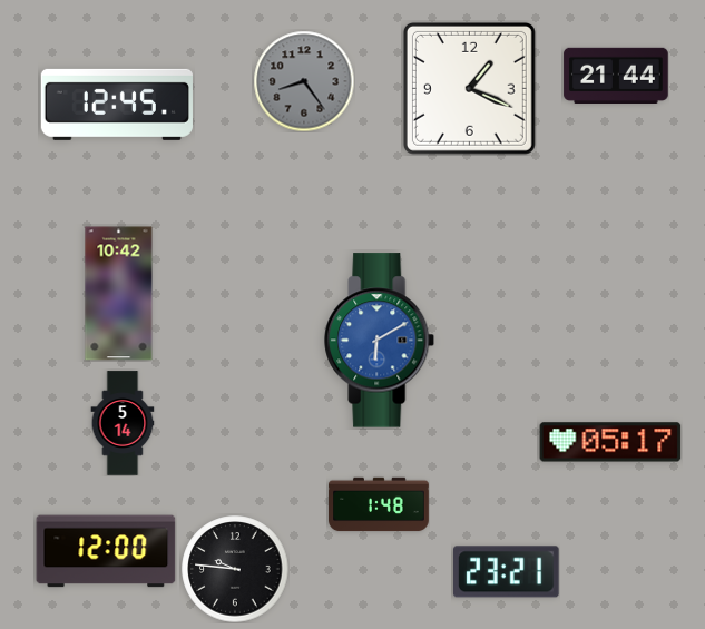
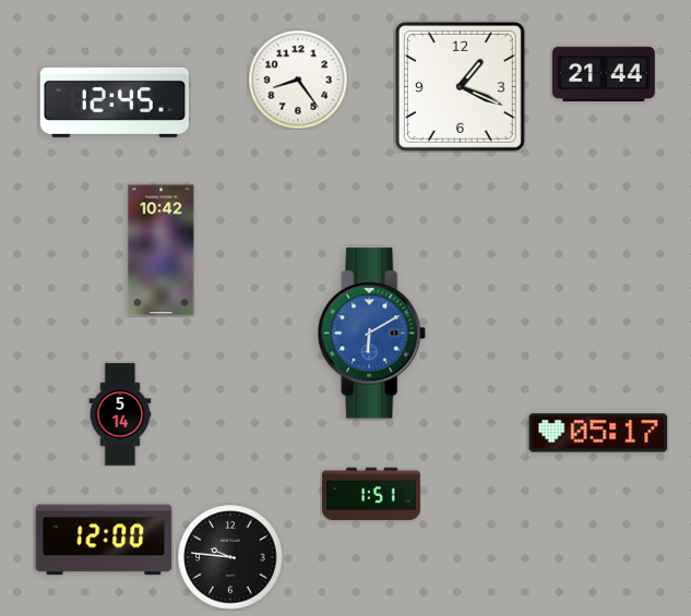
clock at (304, 81) dial: grey -> white
clock at (119, 294) position: (119, 294) -> (162, 251)
clock at (380, 504): 1:48 -> 1:51
clock at (507, 572): 23:21 -> none
